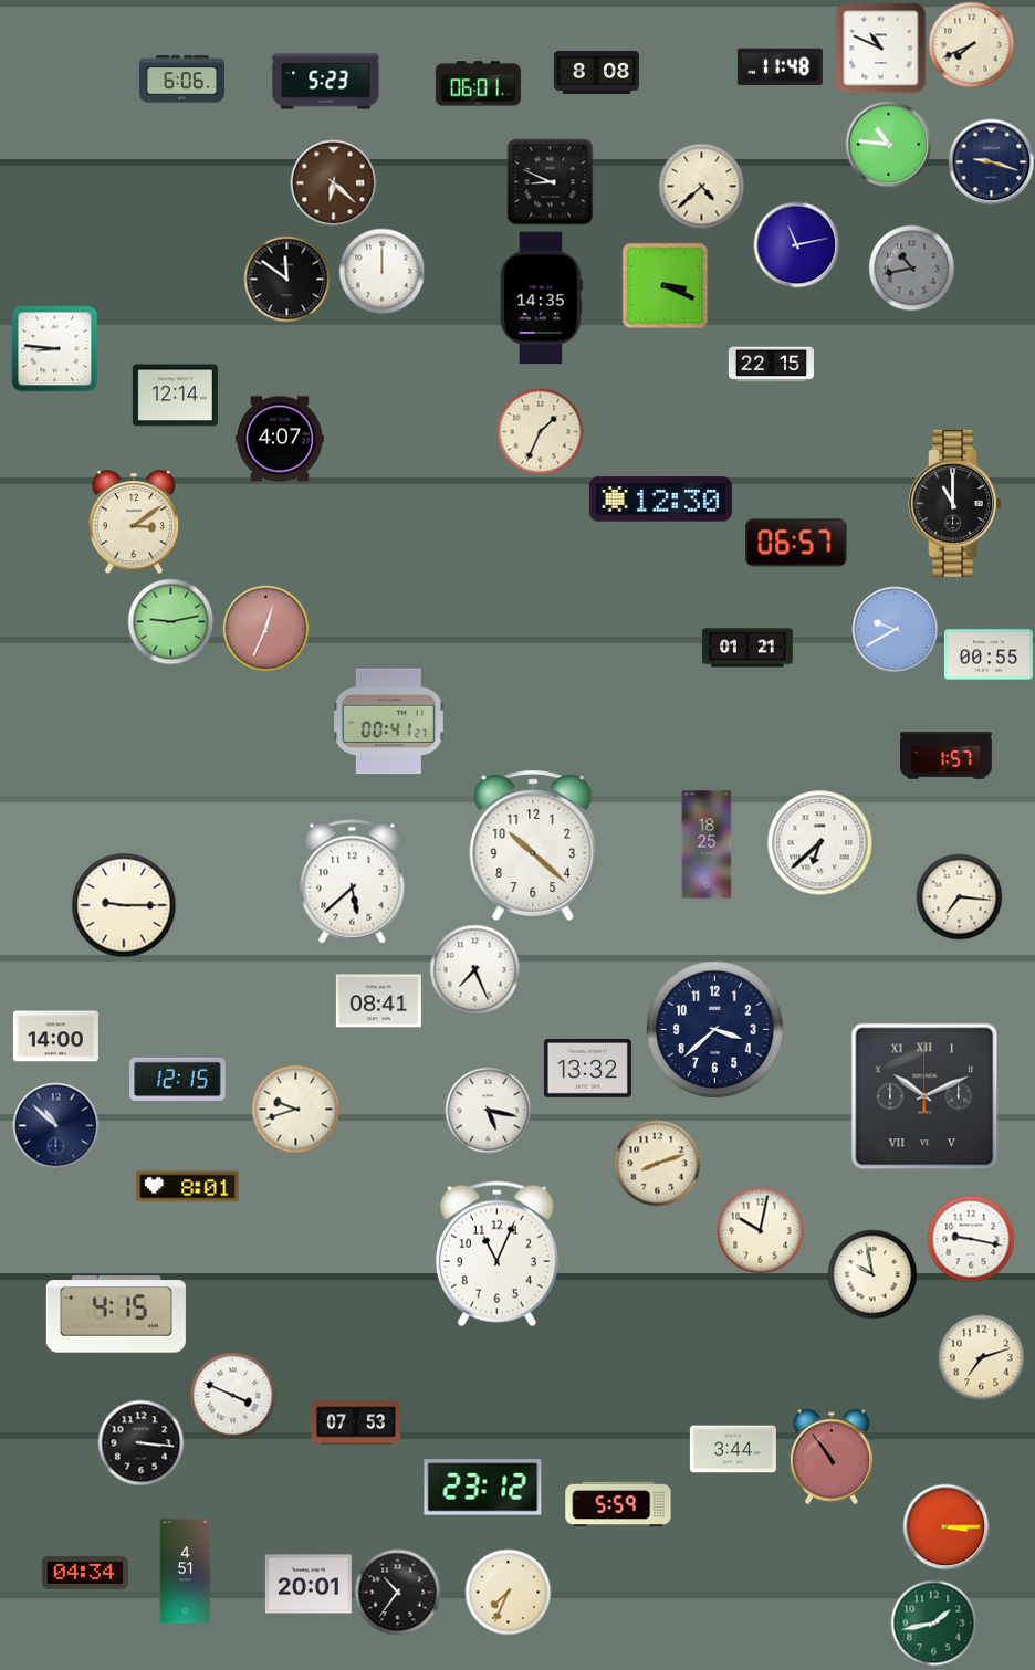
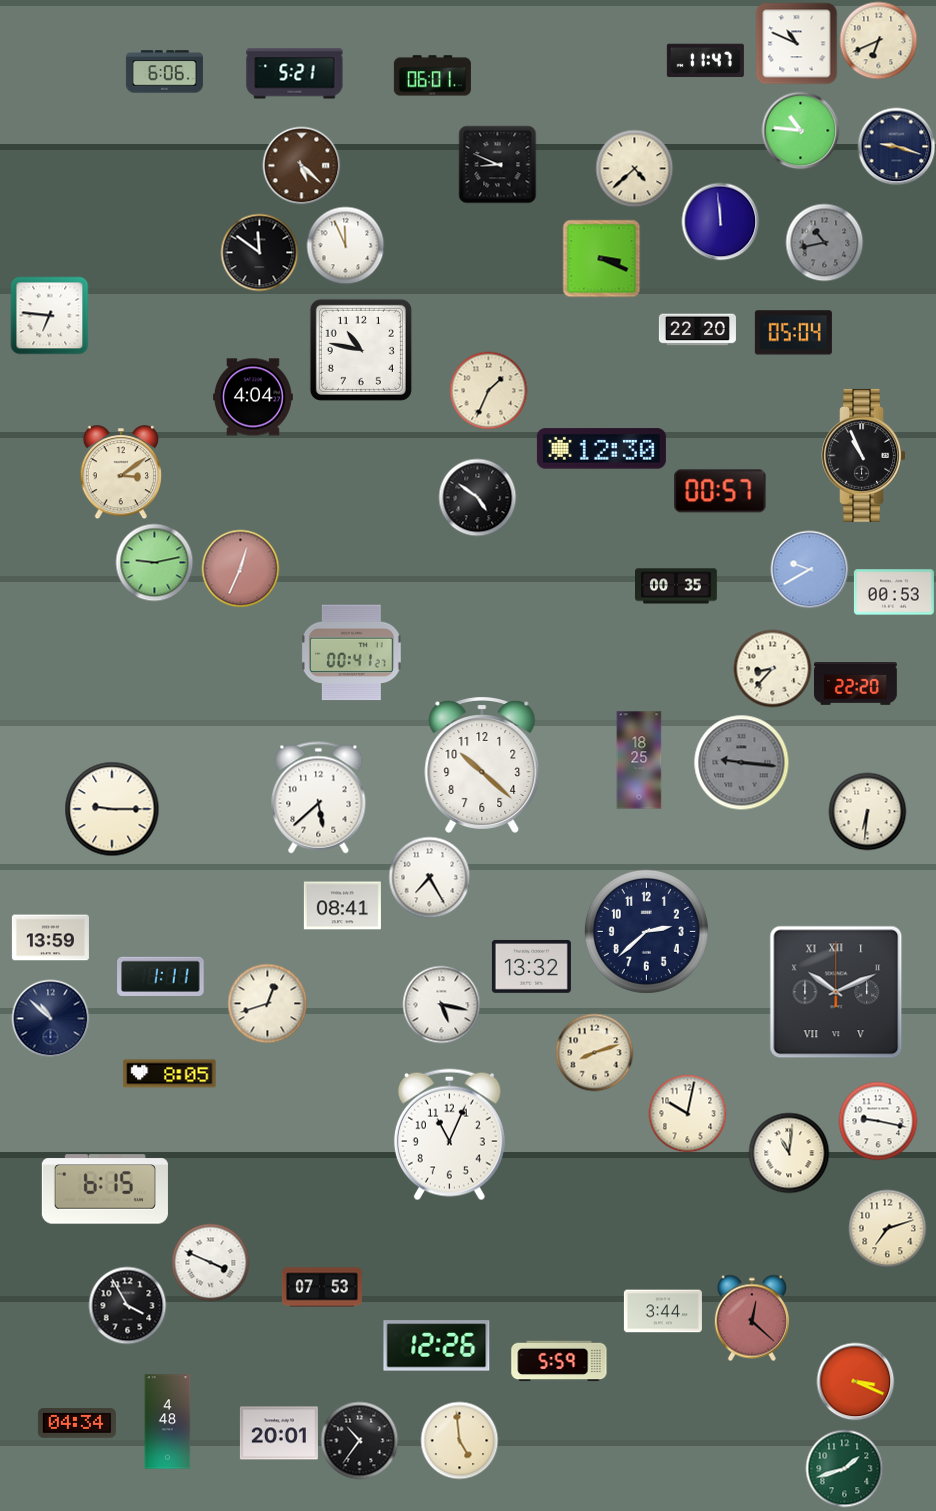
clock at (971, 44): 7:41 -> 6:41
clock at (780, 67): 11:48 -> 11:47
clock at (596, 72): 8:08 -> none
clock at (326, 82): 5:23 -> 5:21
clock at (888, 144) position: (888, 144) -> (800, 130)
clock at (333, 182): 6:22 -> 5:22
clock at (796, 244): 11:13 -> 11:59
clock at (381, 271): 12:00 -> 11:56
clock at (541, 298): 14:35 -> none
clock at (54, 348): 8:46 -> 6:46
clock at (771, 365): 22:15 -> 22:20
clock at (793, 333): none -> 05:04
clock at (361, 350): none -> 10:47
clock at (175, 396): 12:14 -> none
clock at (280, 439): 4:07 -> 4:04
clock at (660, 500) position: (660, 500) -> (601, 449)
clock at (954, 503): 11:00 -> 10:56
clock at (796, 543): 06:57 -> 00:57
clock at (477, 497): none -> 4:51
clock at (749, 648): 01:21 -> 00:35
clock at (989, 654): 00:55 -> 00:53
clock at (772, 668): none -> 8:37
clock at (947, 756): 1:57 -> 22:20
clock at (819, 842): 6:38 -> 9:16
clock at (819, 842) dial: white -> grey
clock at (707, 844) position: (707, 844) -> (639, 760)
clock at (959, 896): 7:16 -> 6:31
clock at (124, 905) position: (124, 905) -> (112, 809)
clock at (474, 969): 7:26 -> 7:25
clock at (714, 1029): 3:38 -> 2:38
clock at (55, 1037): 14:00 -> 13:59
clock at (178, 1079): 12:15 -> 1:11
clock at (295, 1109): 9:42 -> 12:42
clock at (188, 1187): 8:01 -> 8:05
clock at (872, 1274): 9:58 -> 11:01
clock at (116, 1314): 4:15 -> 6:15
clock at (140, 1442): 3:16 -> 3:55
clock at (832, 1457): 10:54 -> 12:22
clock at (483, 1488): 23:12 -> 12:26
clock at (945, 1526): 3:15 -> 3:19
clock at (186, 1572): 4:51 -> 4:48
clock at (508, 1592): 7:34 -> 4:59
clock at (933, 1622): 1:43 -> 1:42
